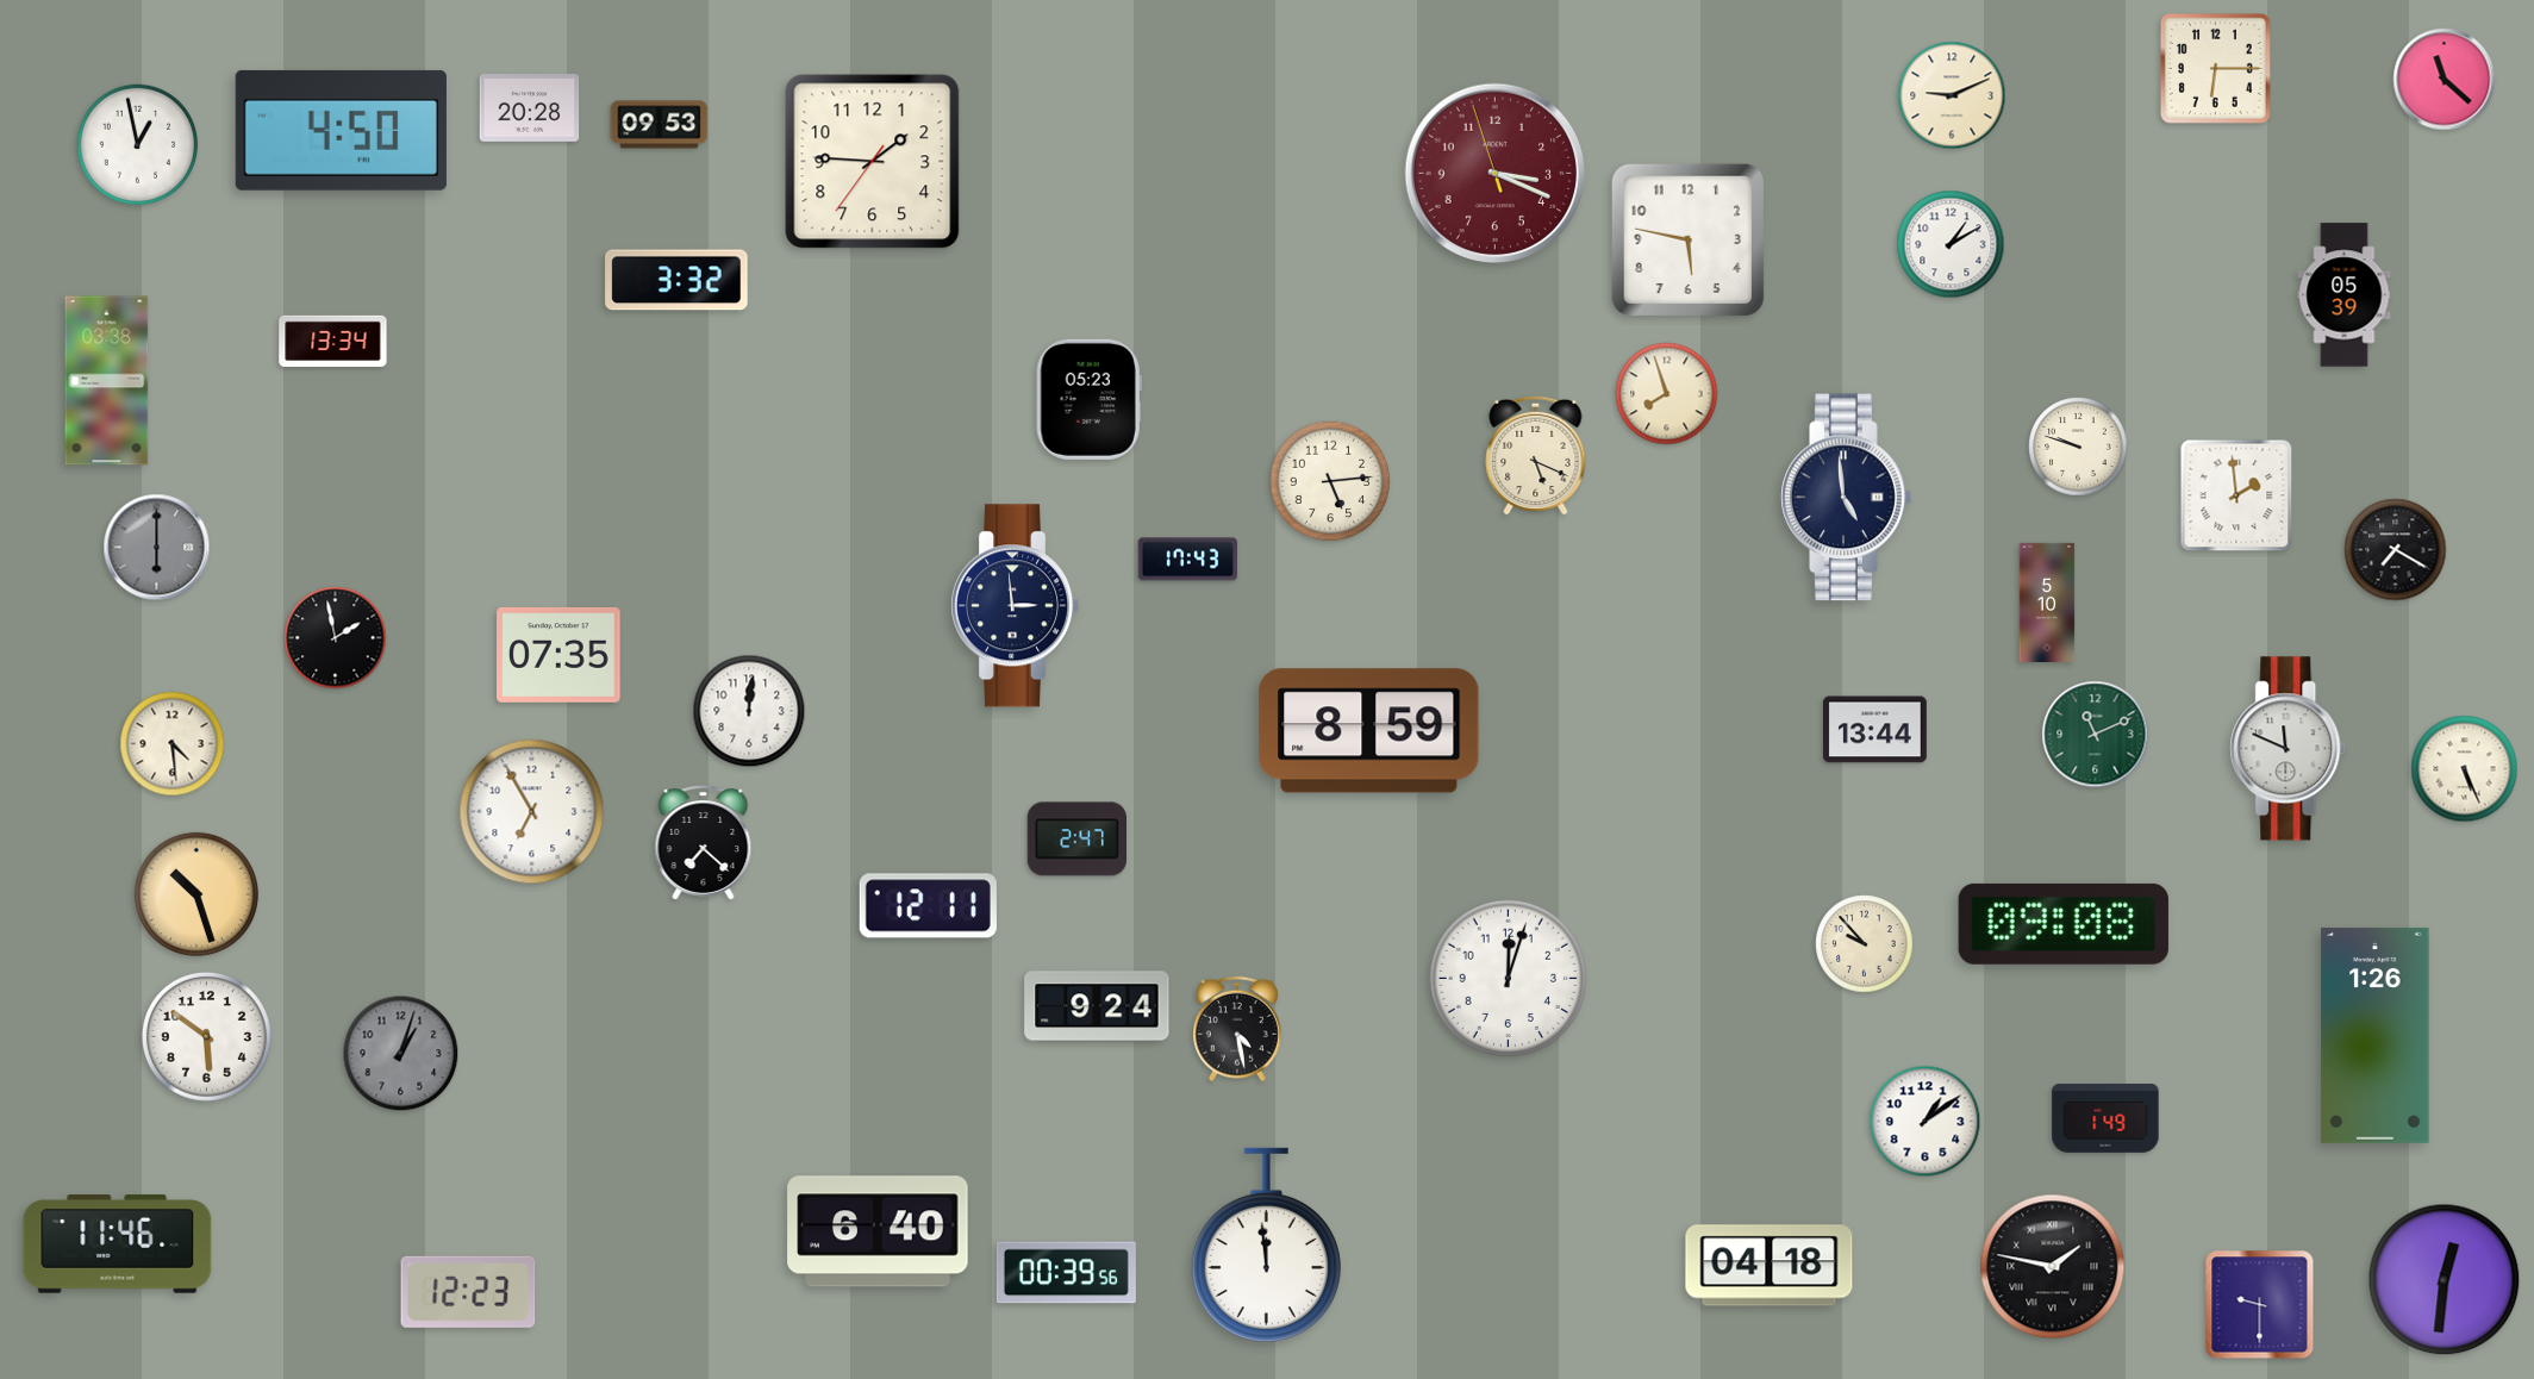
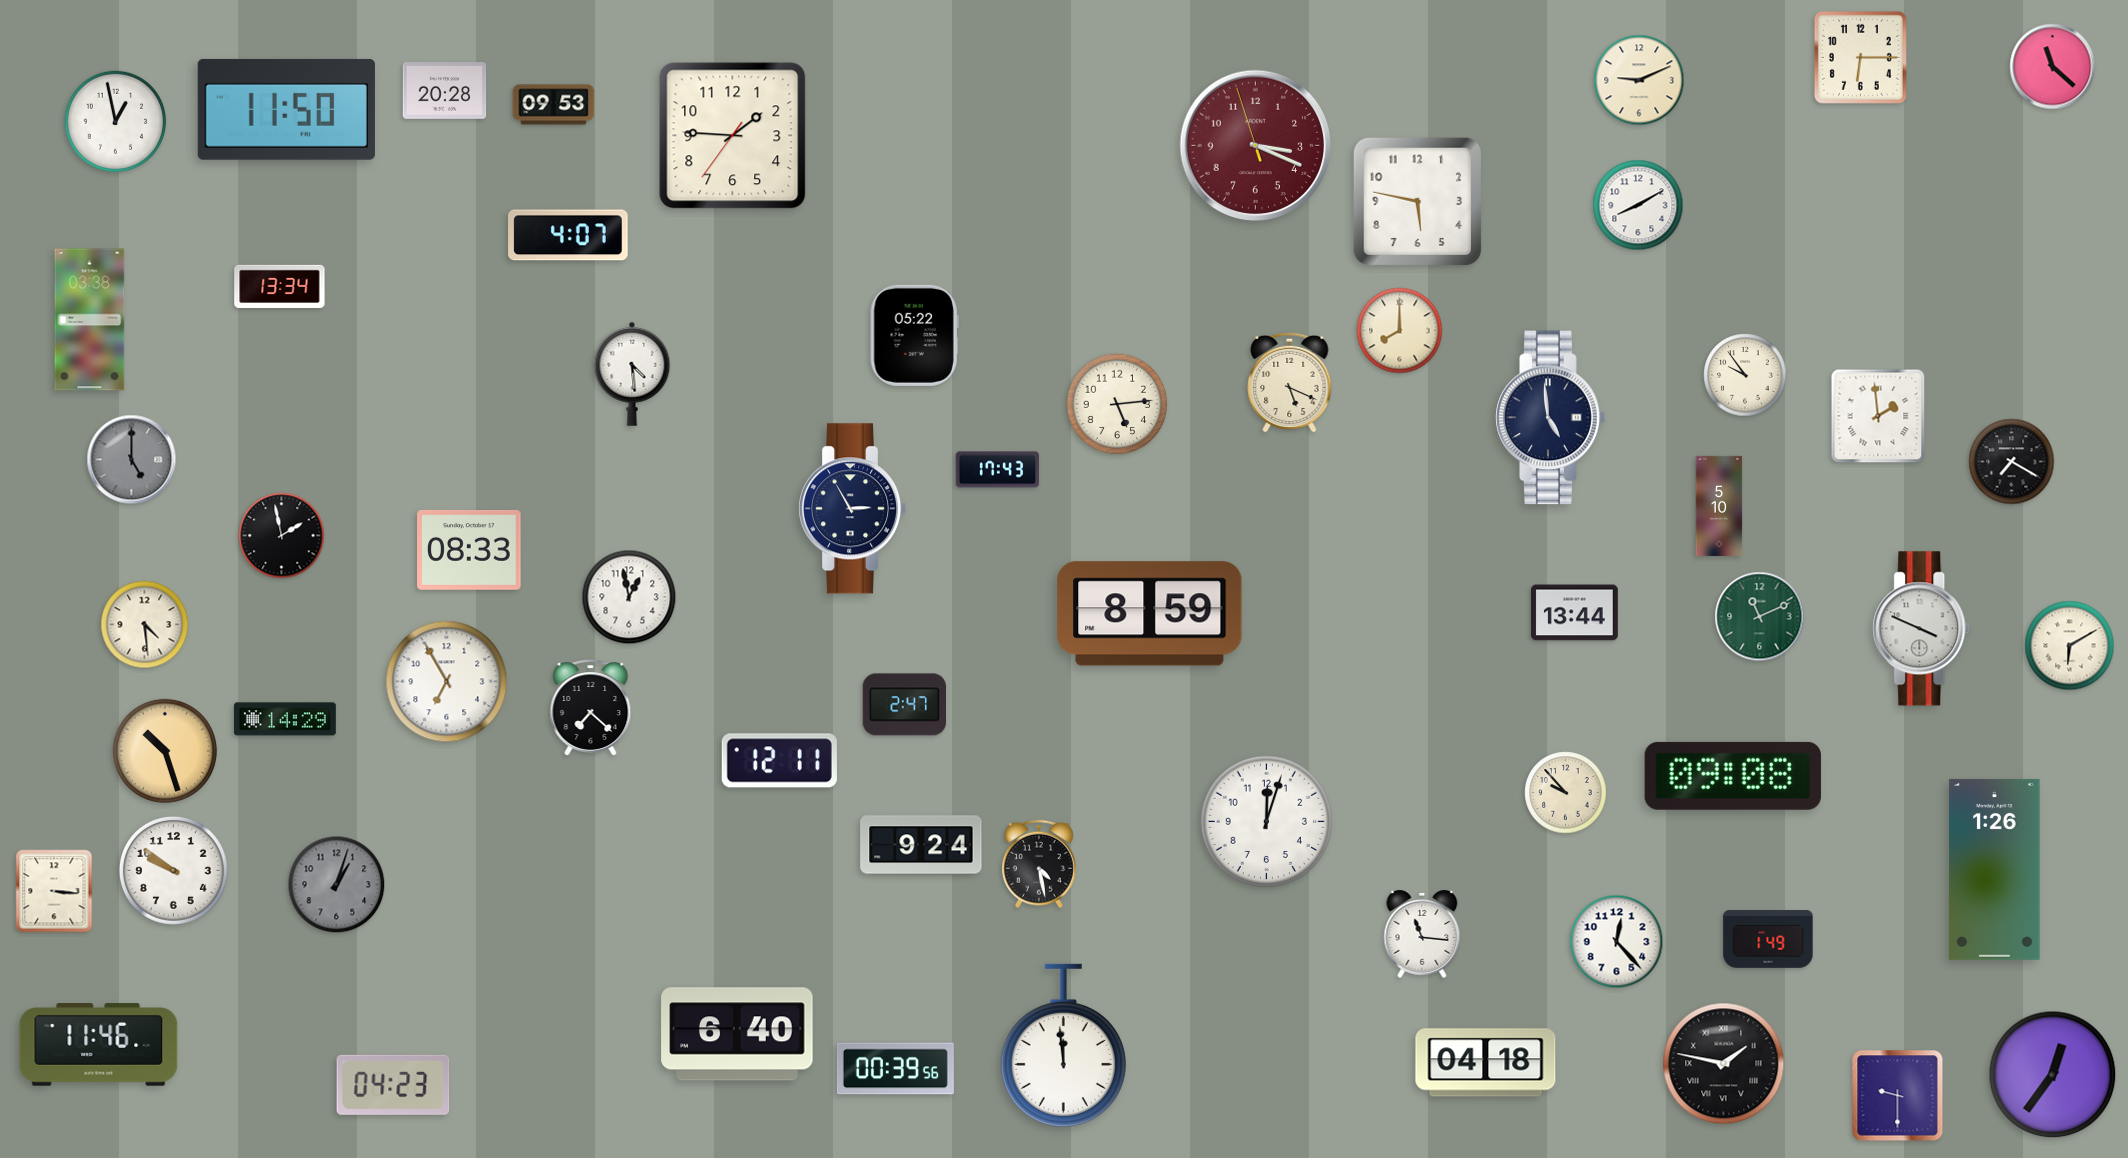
clock at (341, 130): 4:50 -> 11:50
clock at (1951, 244): 1:10 -> 8:10
clock at (676, 280): 3:32 -> 4:07
clock at (2345, 295): 05:39 -> none
clock at (1667, 394): 7:57 -> 8:00
clock at (1088, 399): 05:23 -> 05:22
clock at (632, 374): none -> 4:29
clock at (2078, 447): 9:48 -> 9:54
clock at (157, 548): 6:00 -> 5:00
clock at (1015, 606): 2:59 -> 2:55
clock at (558, 655): 07:35 -> 08:33
clock at (749, 711): 12:01 -> 12:58
clock at (2289, 749): 11:49 -> 3:49
clock at (2465, 769): 5:26 -> 6:10
clock at (285, 719): none -> 14:29
clock at (206, 1036): 5:51 -> 9:51
clock at (54, 891): none -> 3:16
clock at (1422, 934): none -> 11:16
clock at (1926, 1122): 1:09 -> 12:23
clock at (2445, 1280): 12:31 -> 12:36
clock at (468, 1292): 12:23 -> 04:23
